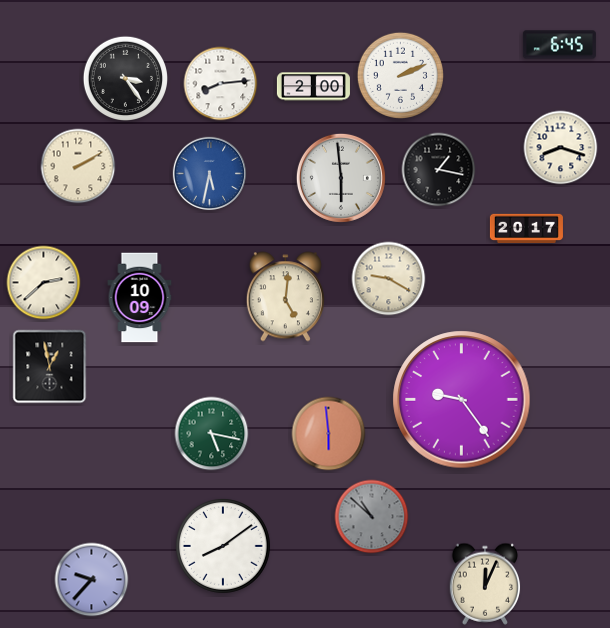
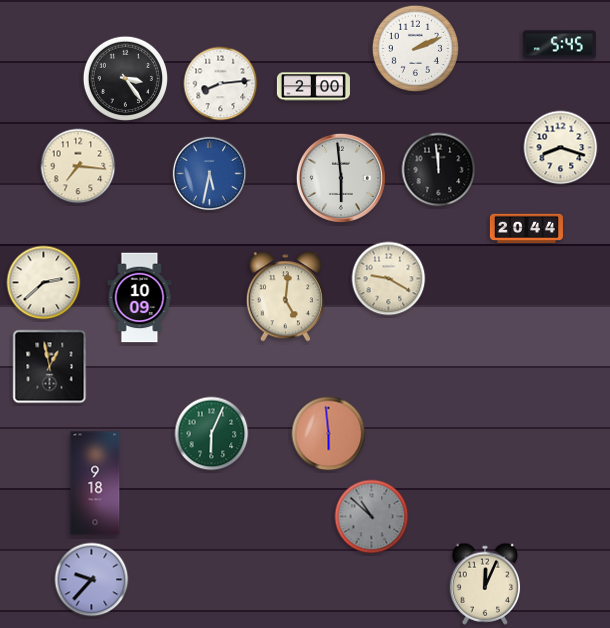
clock at (559, 45): 6:45 -> 5:45
clock at (400, 75) position: (400, 75) -> (415, 48)
clock at (78, 166): 2:10 -> 7:16
clock at (439, 170): 1:17 -> 11:59
clock at (526, 229): 20:17 -> 20:44
clock at (462, 400): 9:24 -> none
clock at (212, 434): 5:17 -> 6:04
clock at (95, 483): none -> 9:18
clock at (223, 546): 8:09 -> none
